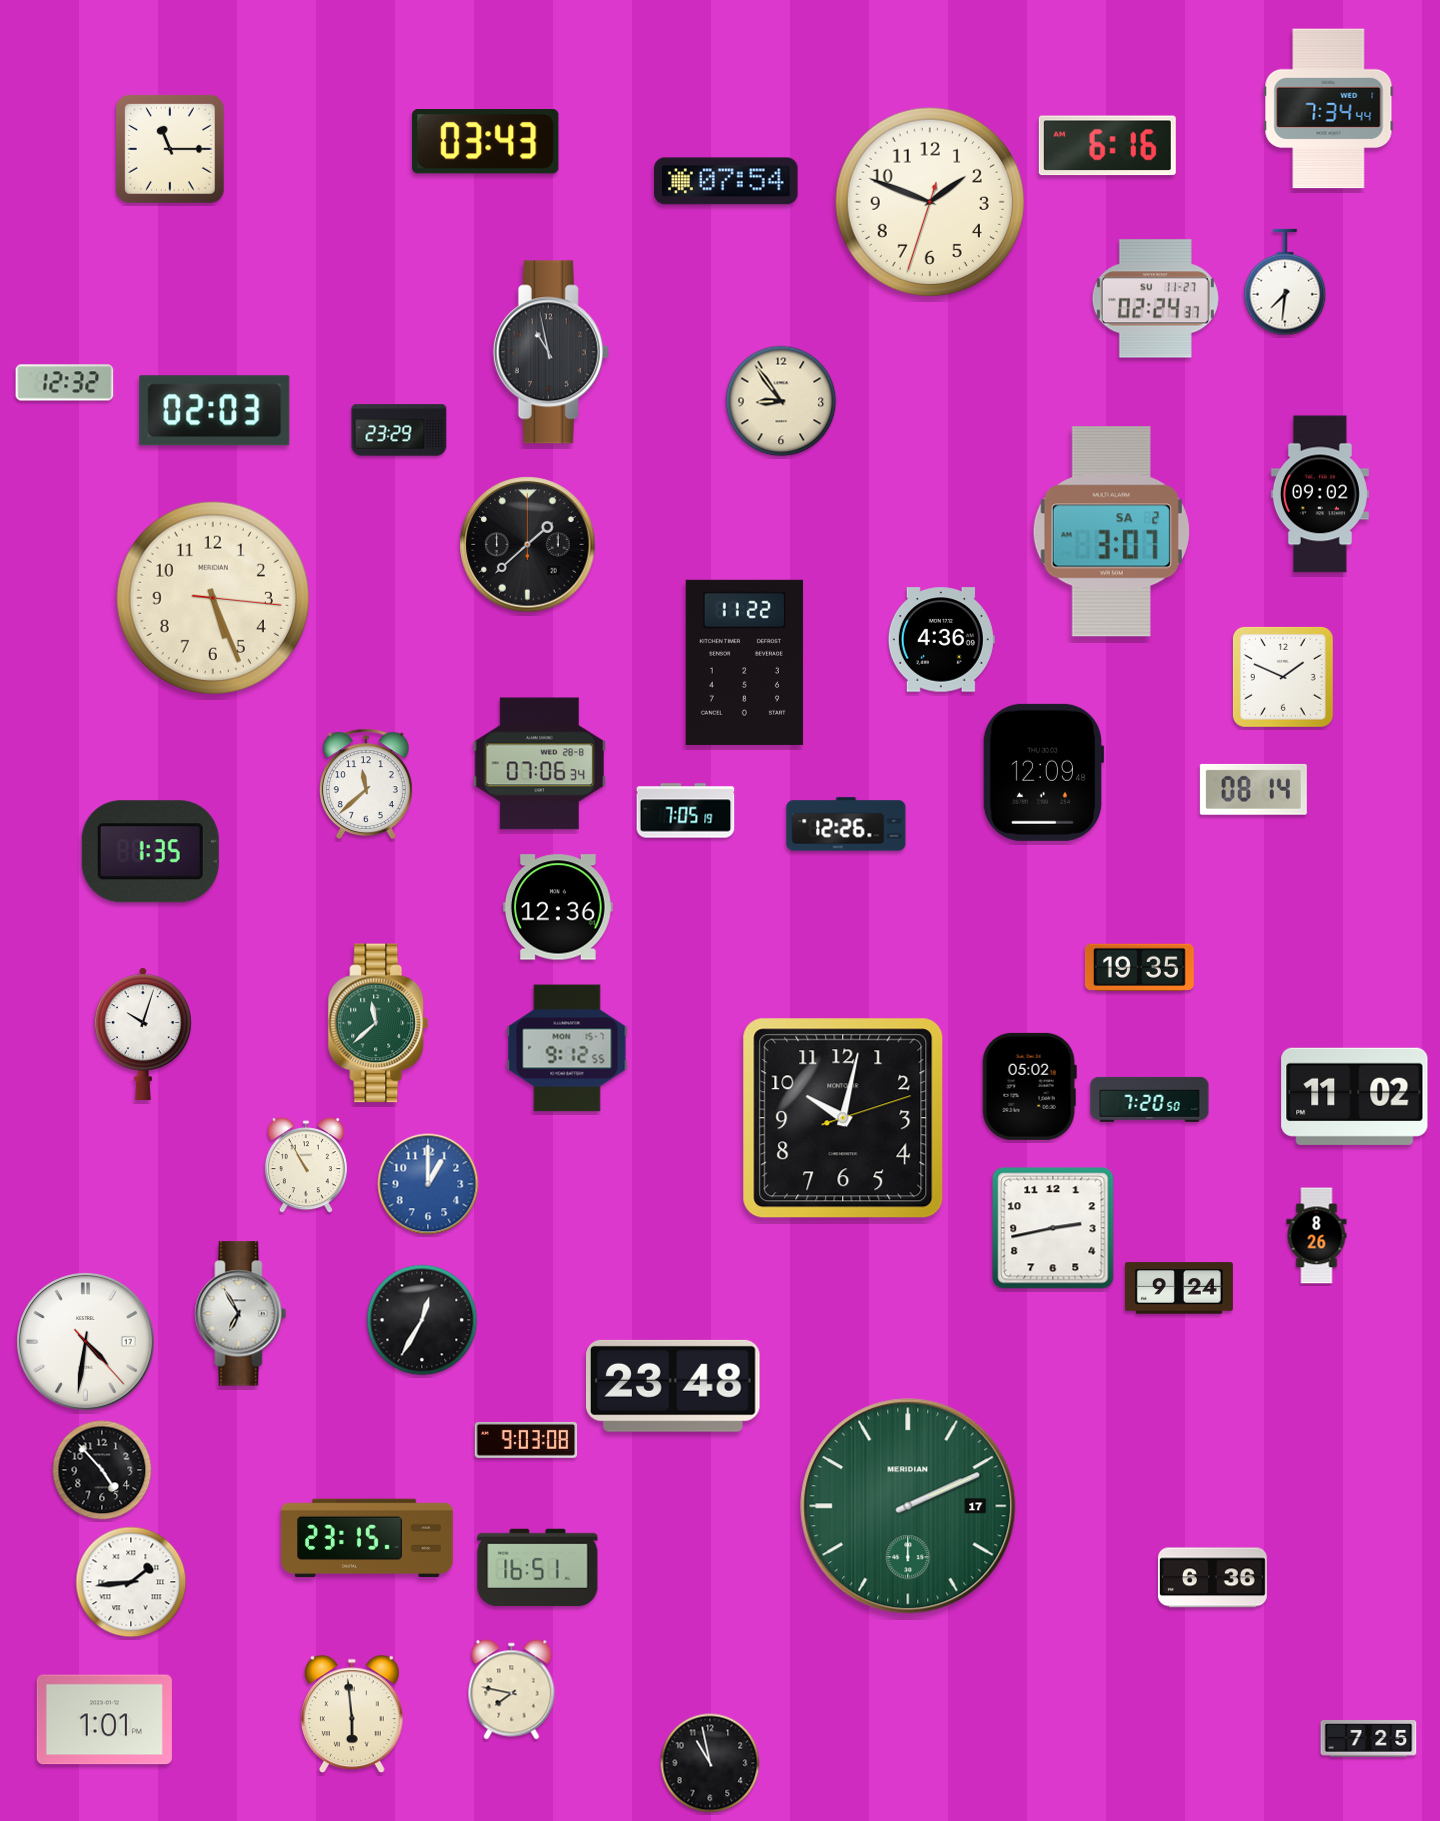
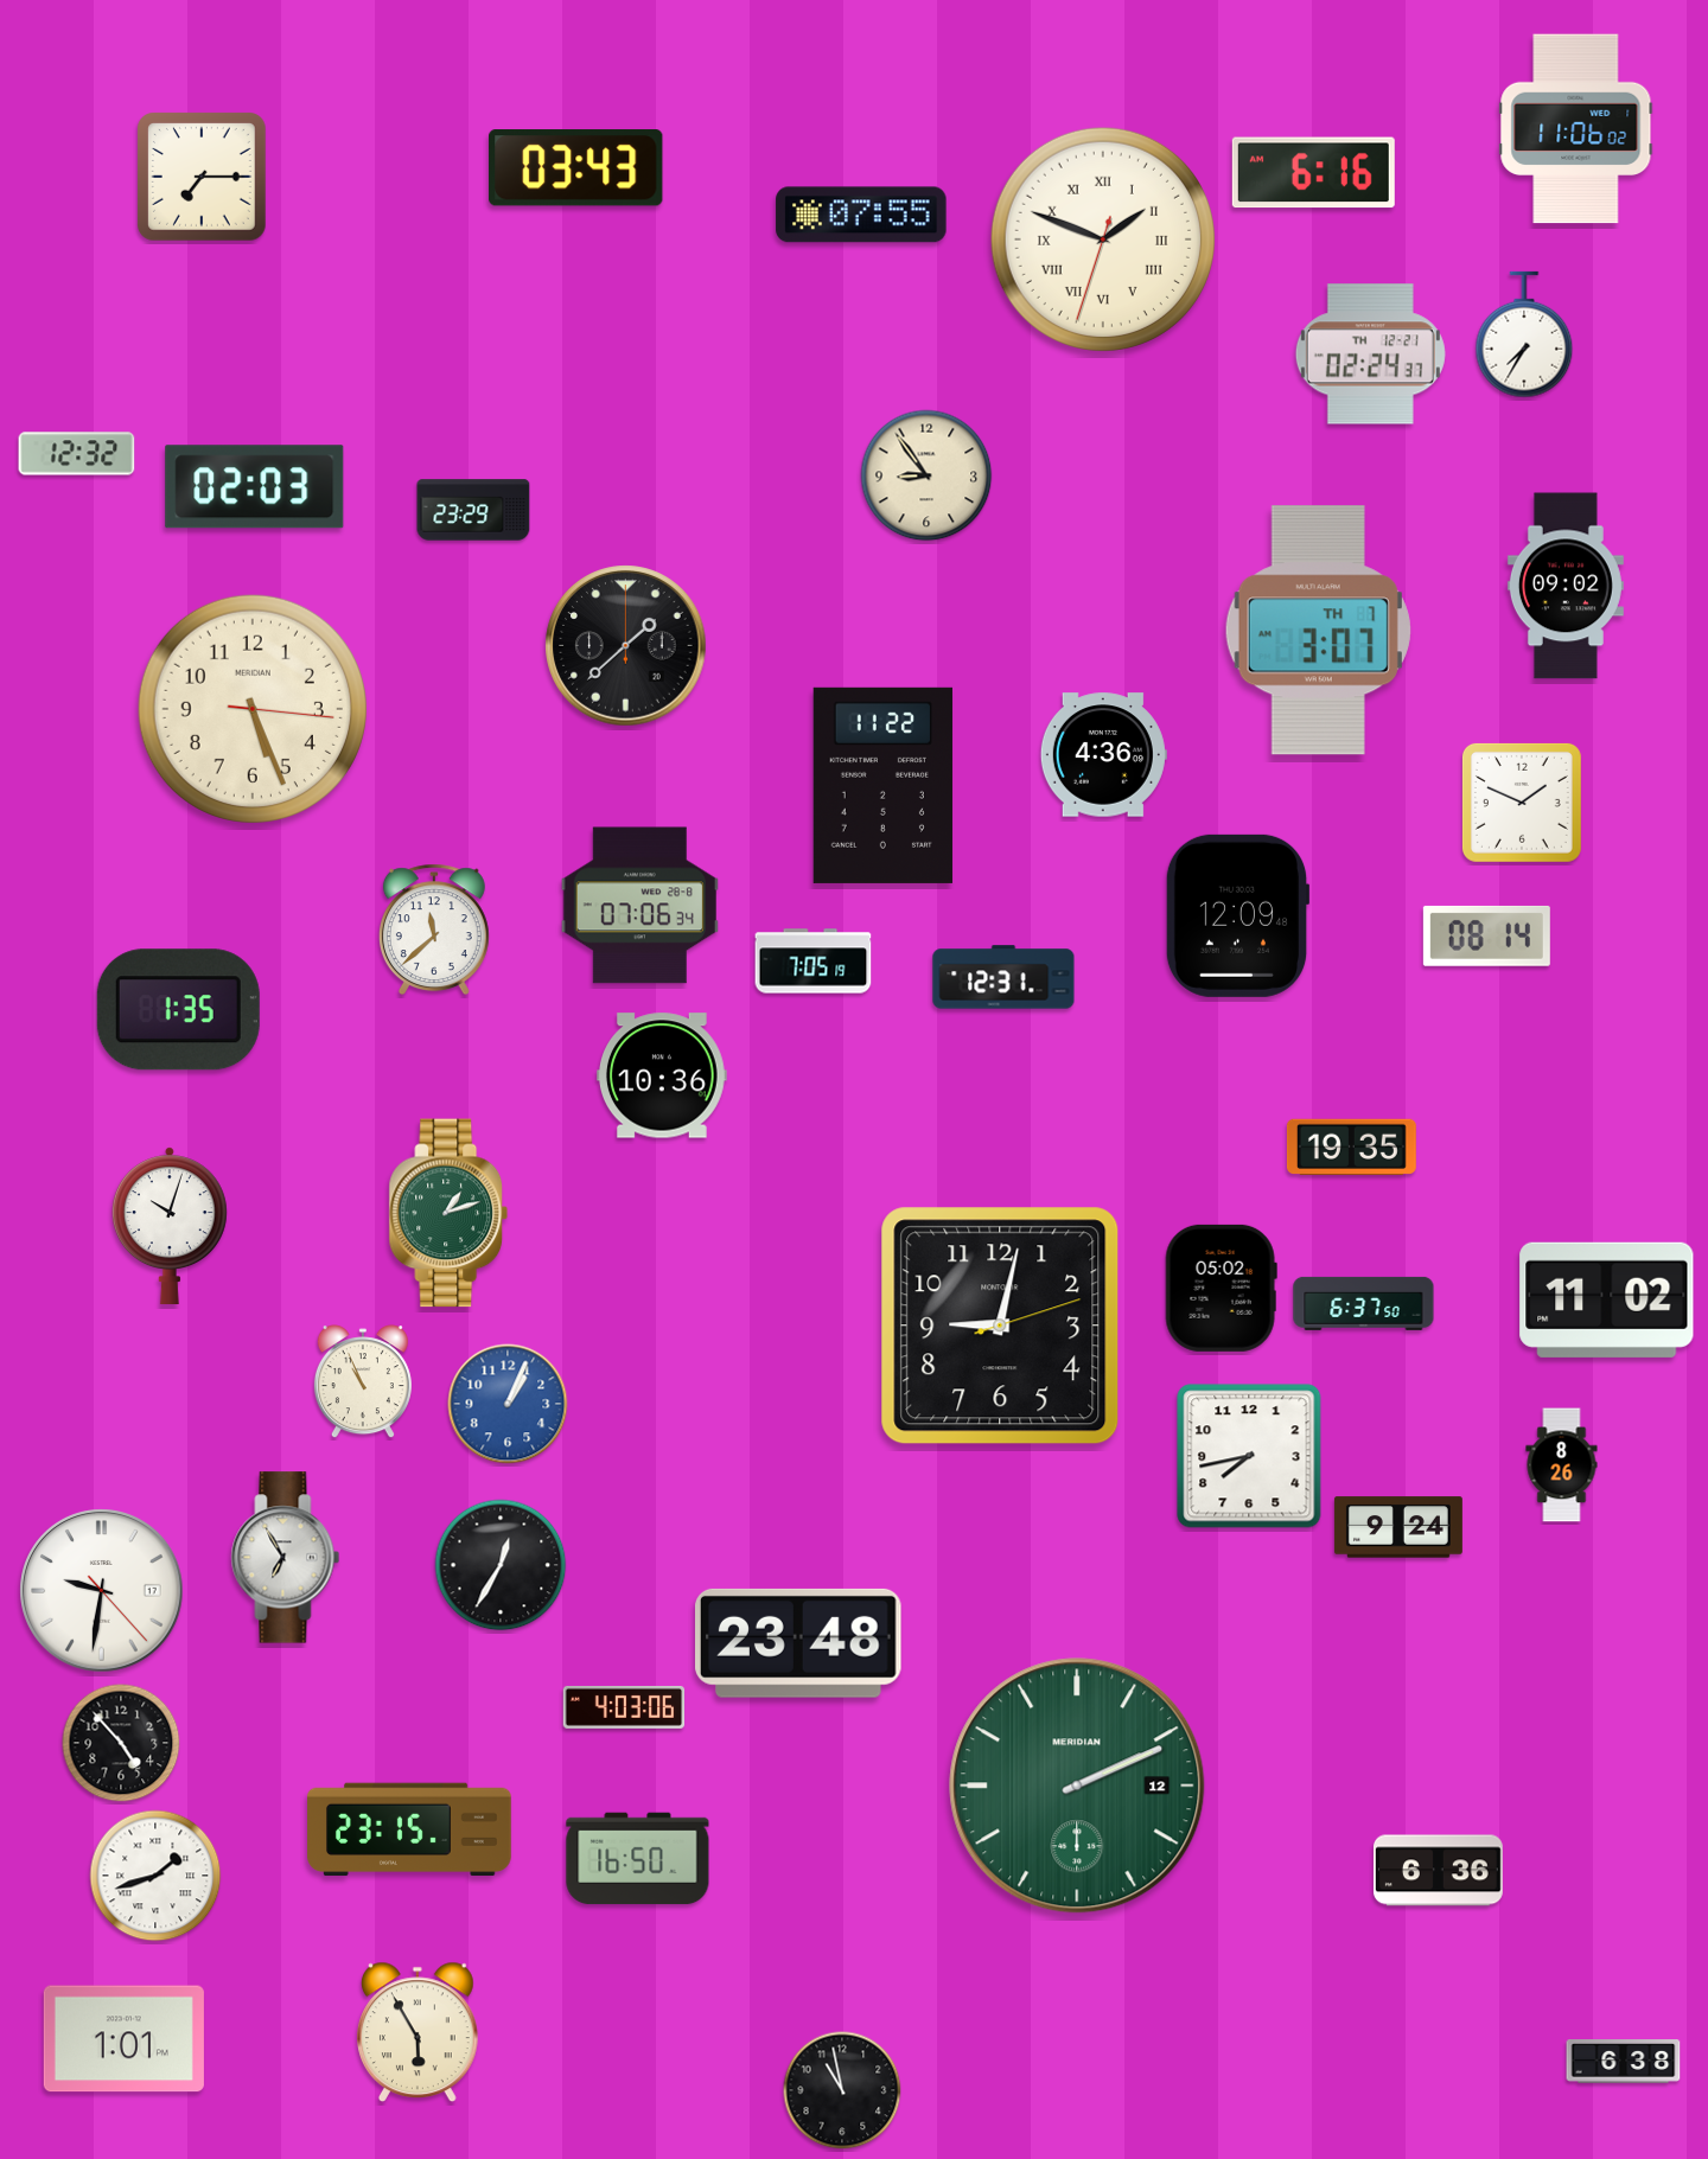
clock at (1329, 109): 7:34 -> 11:06
clock at (171, 150): 11:15 -> 7:15
clock at (726, 181): 07:54 -> 07:55
clock at (930, 202) numerals: Arabic -> Roman
clock at (1285, 282): 7:31 -> 7:35
clock at (1155, 299) date: SU 11-27 -> TH 12-21
clock at (551, 352): 10:58 -> none
clock at (1111, 532) date: SA 2 -> TH 7
clock at (941, 640) position: (941, 640) -> (1103, 755)
clock at (846, 824): 12:26 -> 12:31
clock at (558, 907): 12:36 -> 10:36
clock at (378, 1023): 11:38 -> 1:12
clock at (567, 1048): 9:12 -> none
clock at (1150, 1099): 7:20 -> 6:37
clock at (843, 1118): 10:02 -> 9:02
clock at (306, 1166): 10:55 -> 10:56
clock at (428, 1184): 1:00 -> 1:04
clock at (1053, 1228): 2:43 -> 7:43
clock at (86, 1342): 4:31 -> 9:31
clock at (526, 1440): 9:03 -> 4:03
clock at (908, 1506) date: 17 -> 12
clock at (367, 1538) position: (367, 1538) -> (409, 1829)
clock at (538, 1568): 16:51 -> 16:50
clock at (131, 1582): 1:44 -> 1:42
clock at (512, 1690): 7:47 -> none
clock at (353, 1714): 5:59 -> 5:55
clock at (1369, 1739): 7:25 -> 6:38
